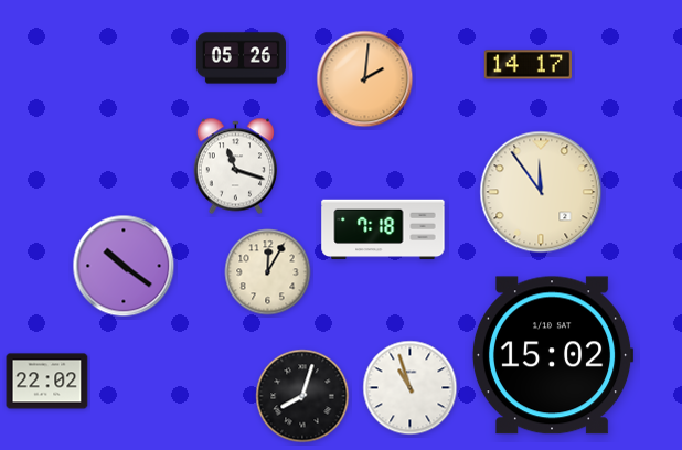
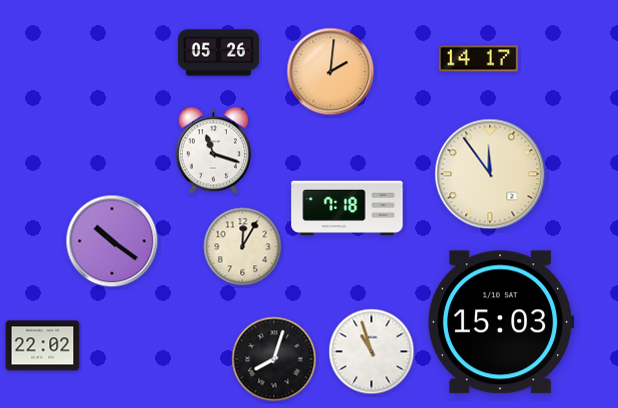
clock at (553, 355): 15:02 -> 15:03
